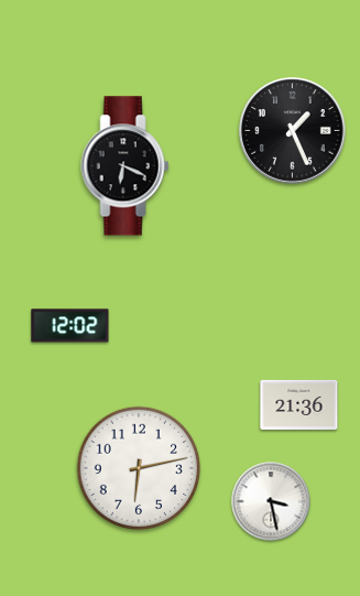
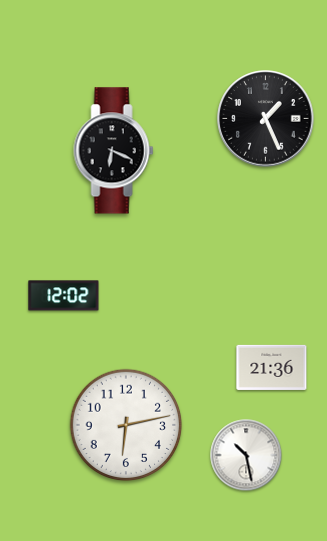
clock at (271, 501): 3:28 -> 10:28
